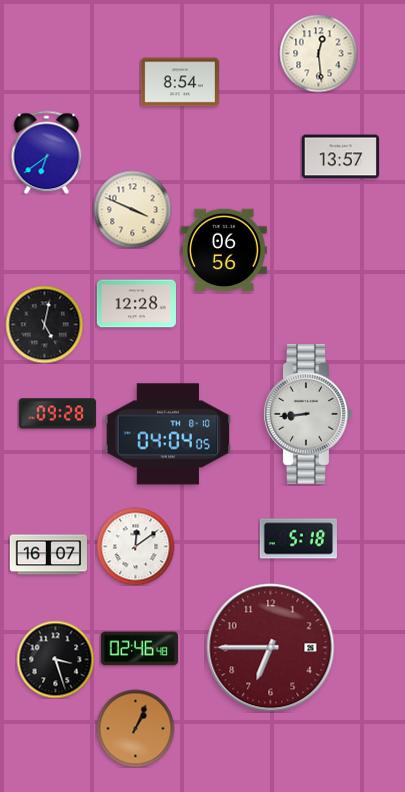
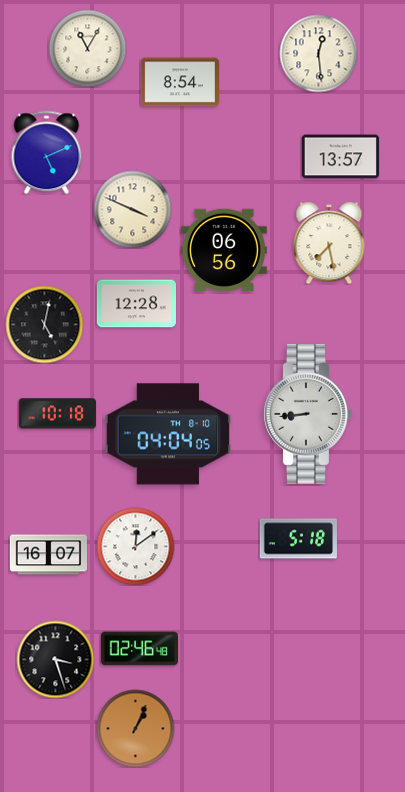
clock at (87, 48): none -> 11:05
clock at (47, 152): 6:39 -> 5:11
clock at (329, 243): none -> 7:28
clock at (57, 414): 09:28 -> 10:18
clock at (271, 648): 6:45 -> none
